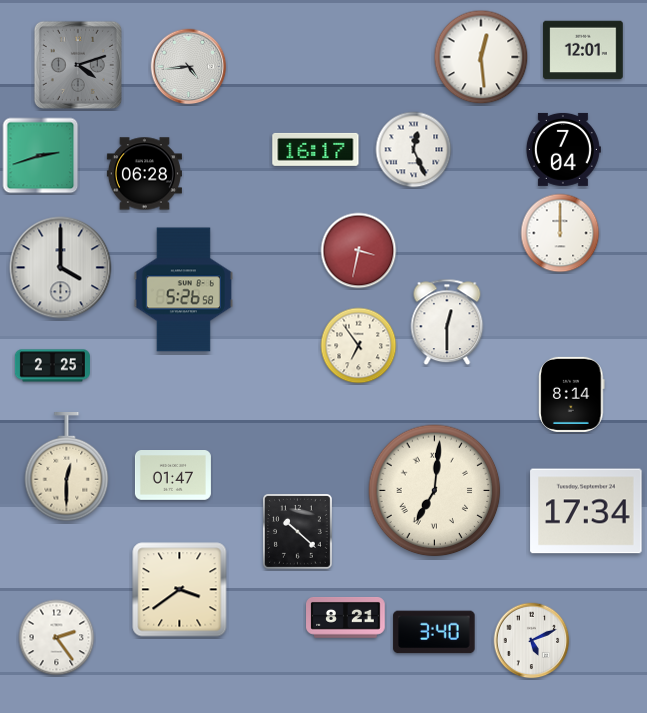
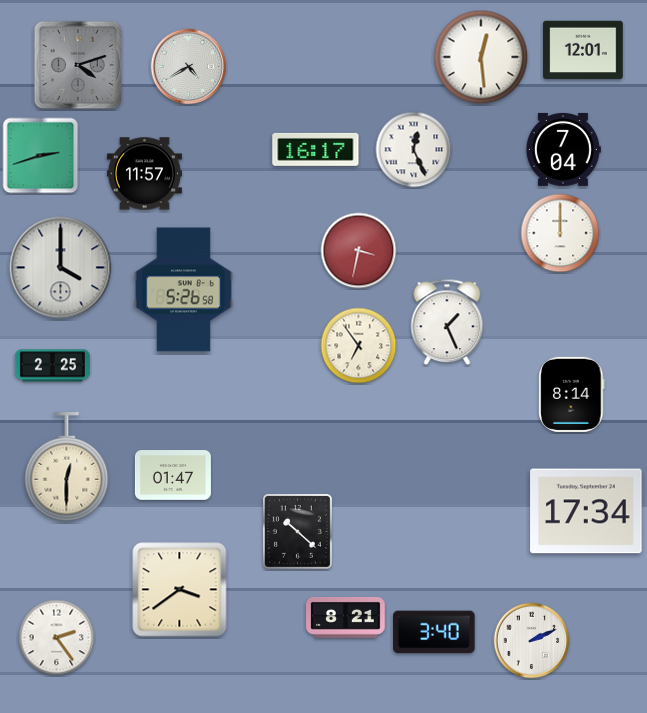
clock at (189, 67): 4:44 -> 4:40
clock at (144, 174): 06:28 -> 11:57
clock at (447, 322): 12:30 -> 1:26
clock at (435, 491): 7:01 -> none
clock at (532, 641): 5:11 -> 2:11
